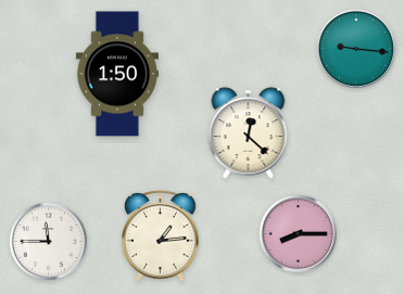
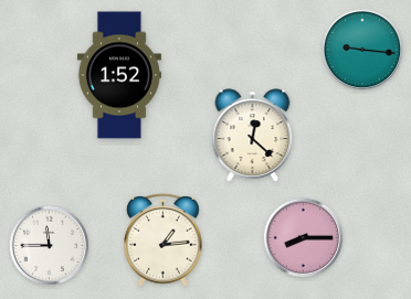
clock at (117, 74): 1:50 -> 1:52
